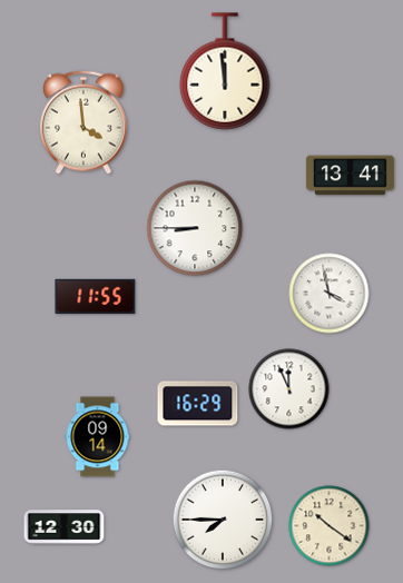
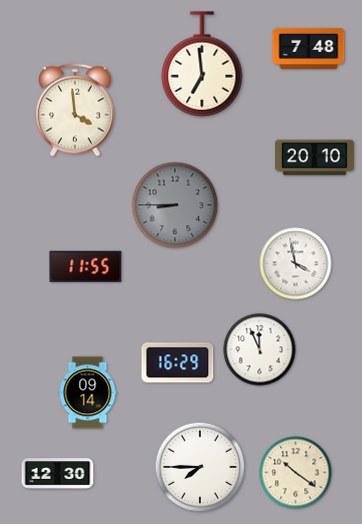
clock at (309, 48): none -> 7:48
clock at (225, 71): 11:59 -> 6:59
clock at (350, 176): 13:41 -> 20:10
clock at (195, 228) dial: white -> grey
